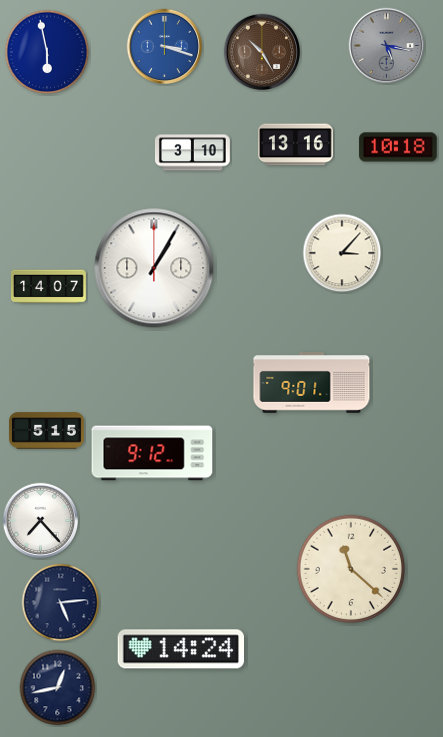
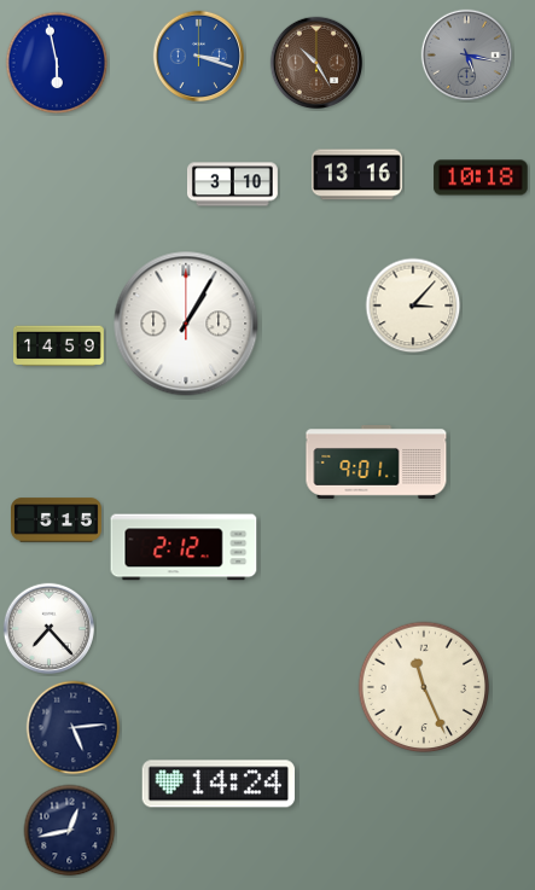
clock at (49, 287): 14:07 -> 14:59
clock at (152, 453): 9:12 -> 2:12
clock at (351, 569): 11:22 -> 11:26
